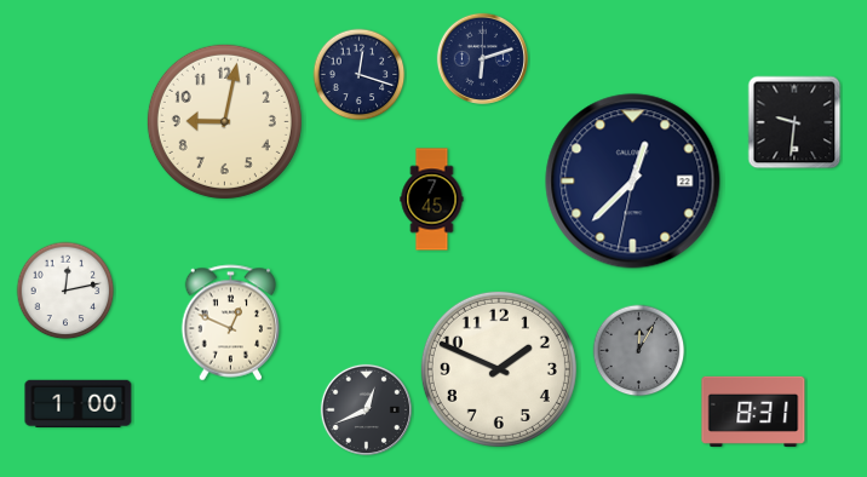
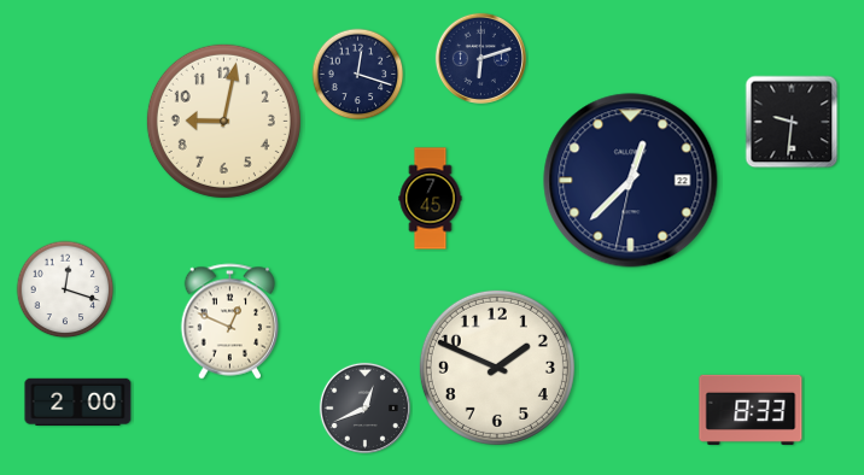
clock at (65, 291): 12:13 -> 12:18
clock at (639, 351): 12:05 -> none
clock at (79, 403): 1:00 -> 2:00
clock at (753, 412): 8:31 -> 8:33
